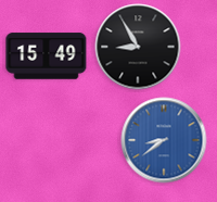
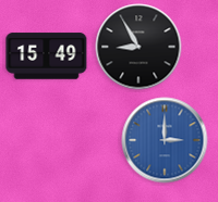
clock at (164, 140): 8:39 -> 3:00
